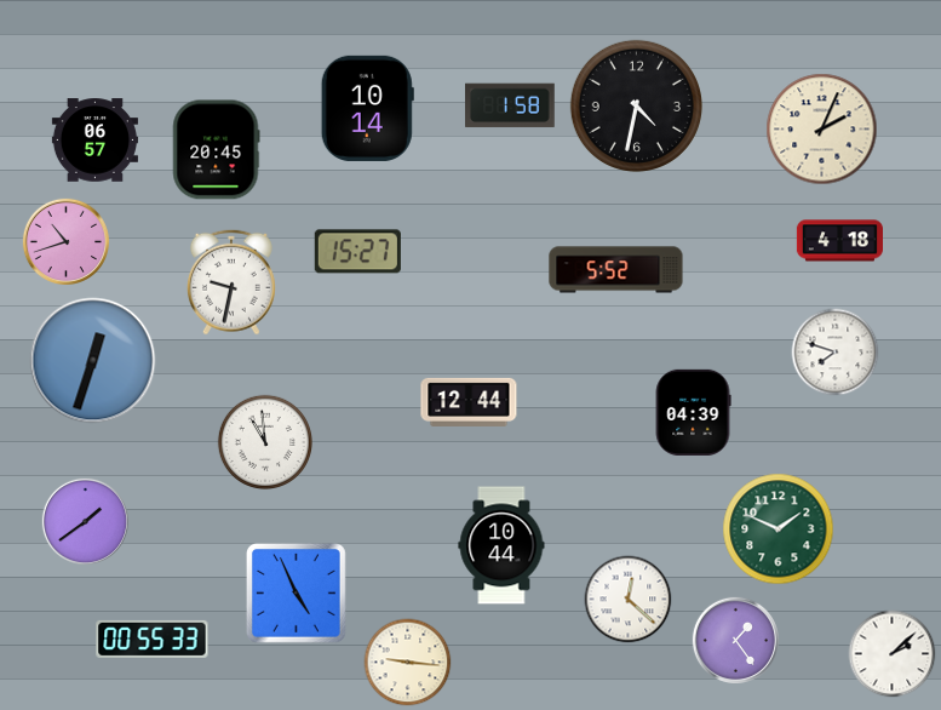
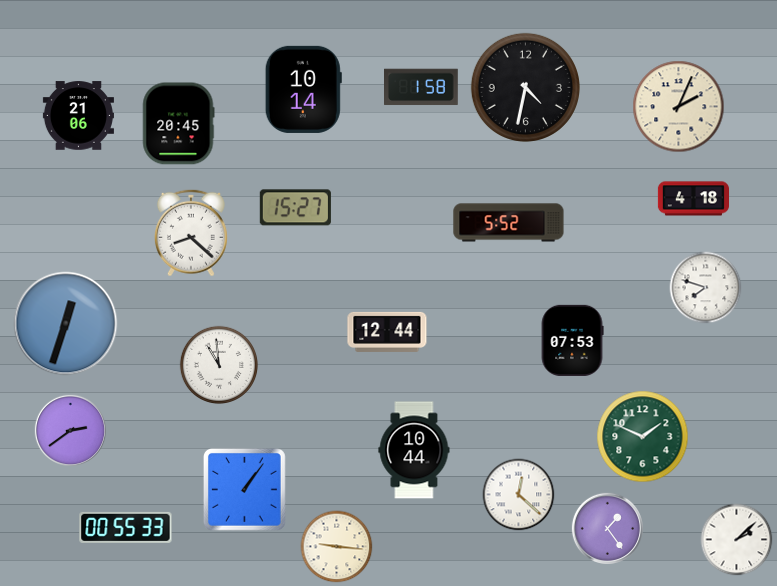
clock at (94, 141): 06:57 -> 21:06
clock at (65, 241): 10:42 -> none
clock at (231, 282): 9:32 -> 8:22
clock at (836, 353) position: (836, 353) -> (706, 288)
clock at (93, 361) position: (93, 361) -> (66, 324)
clock at (693, 412): 04:39 -> 07:53
clock at (85, 521): 1:39 -> 2:39
clock at (296, 592): 4:56 -> 1:06
